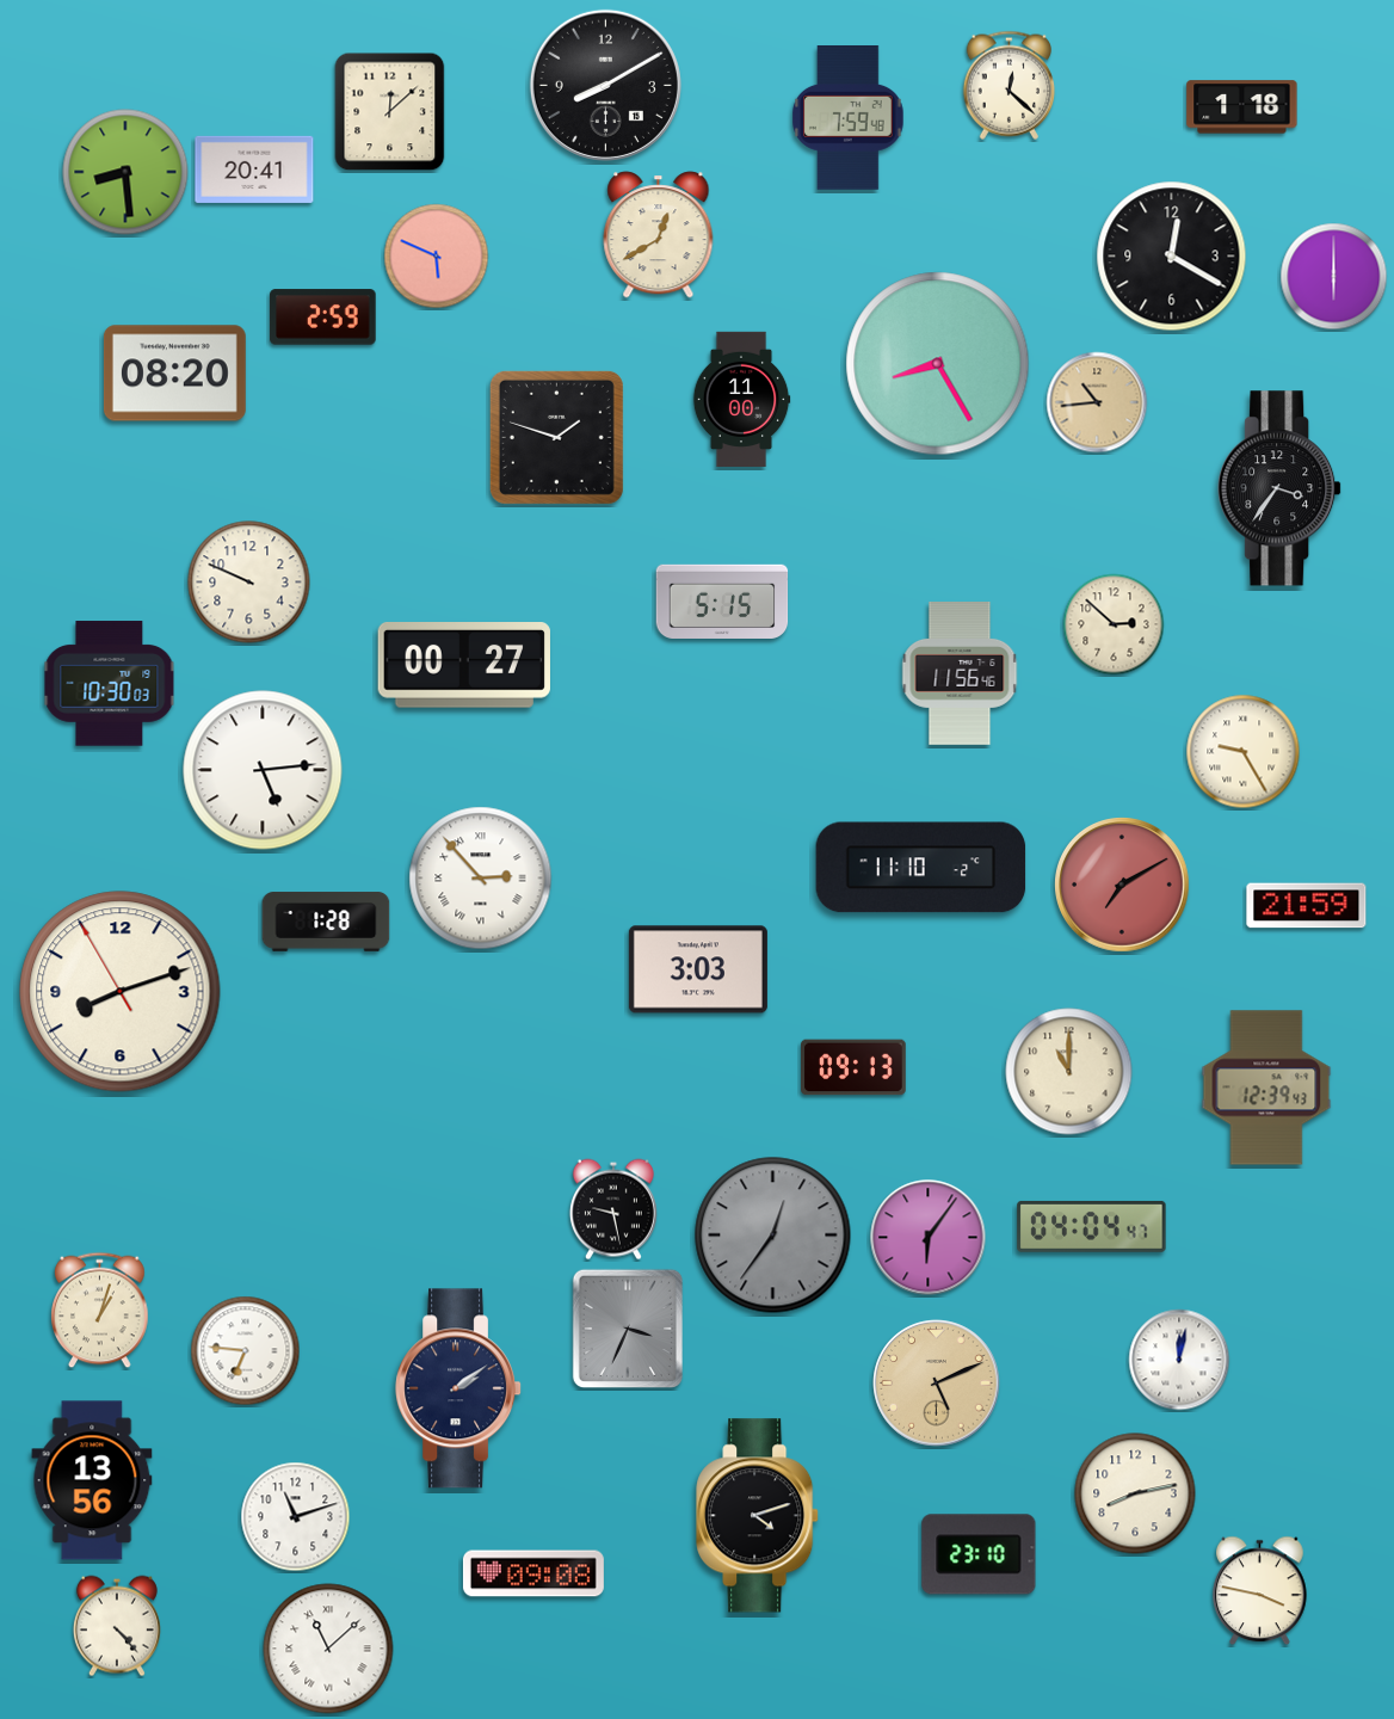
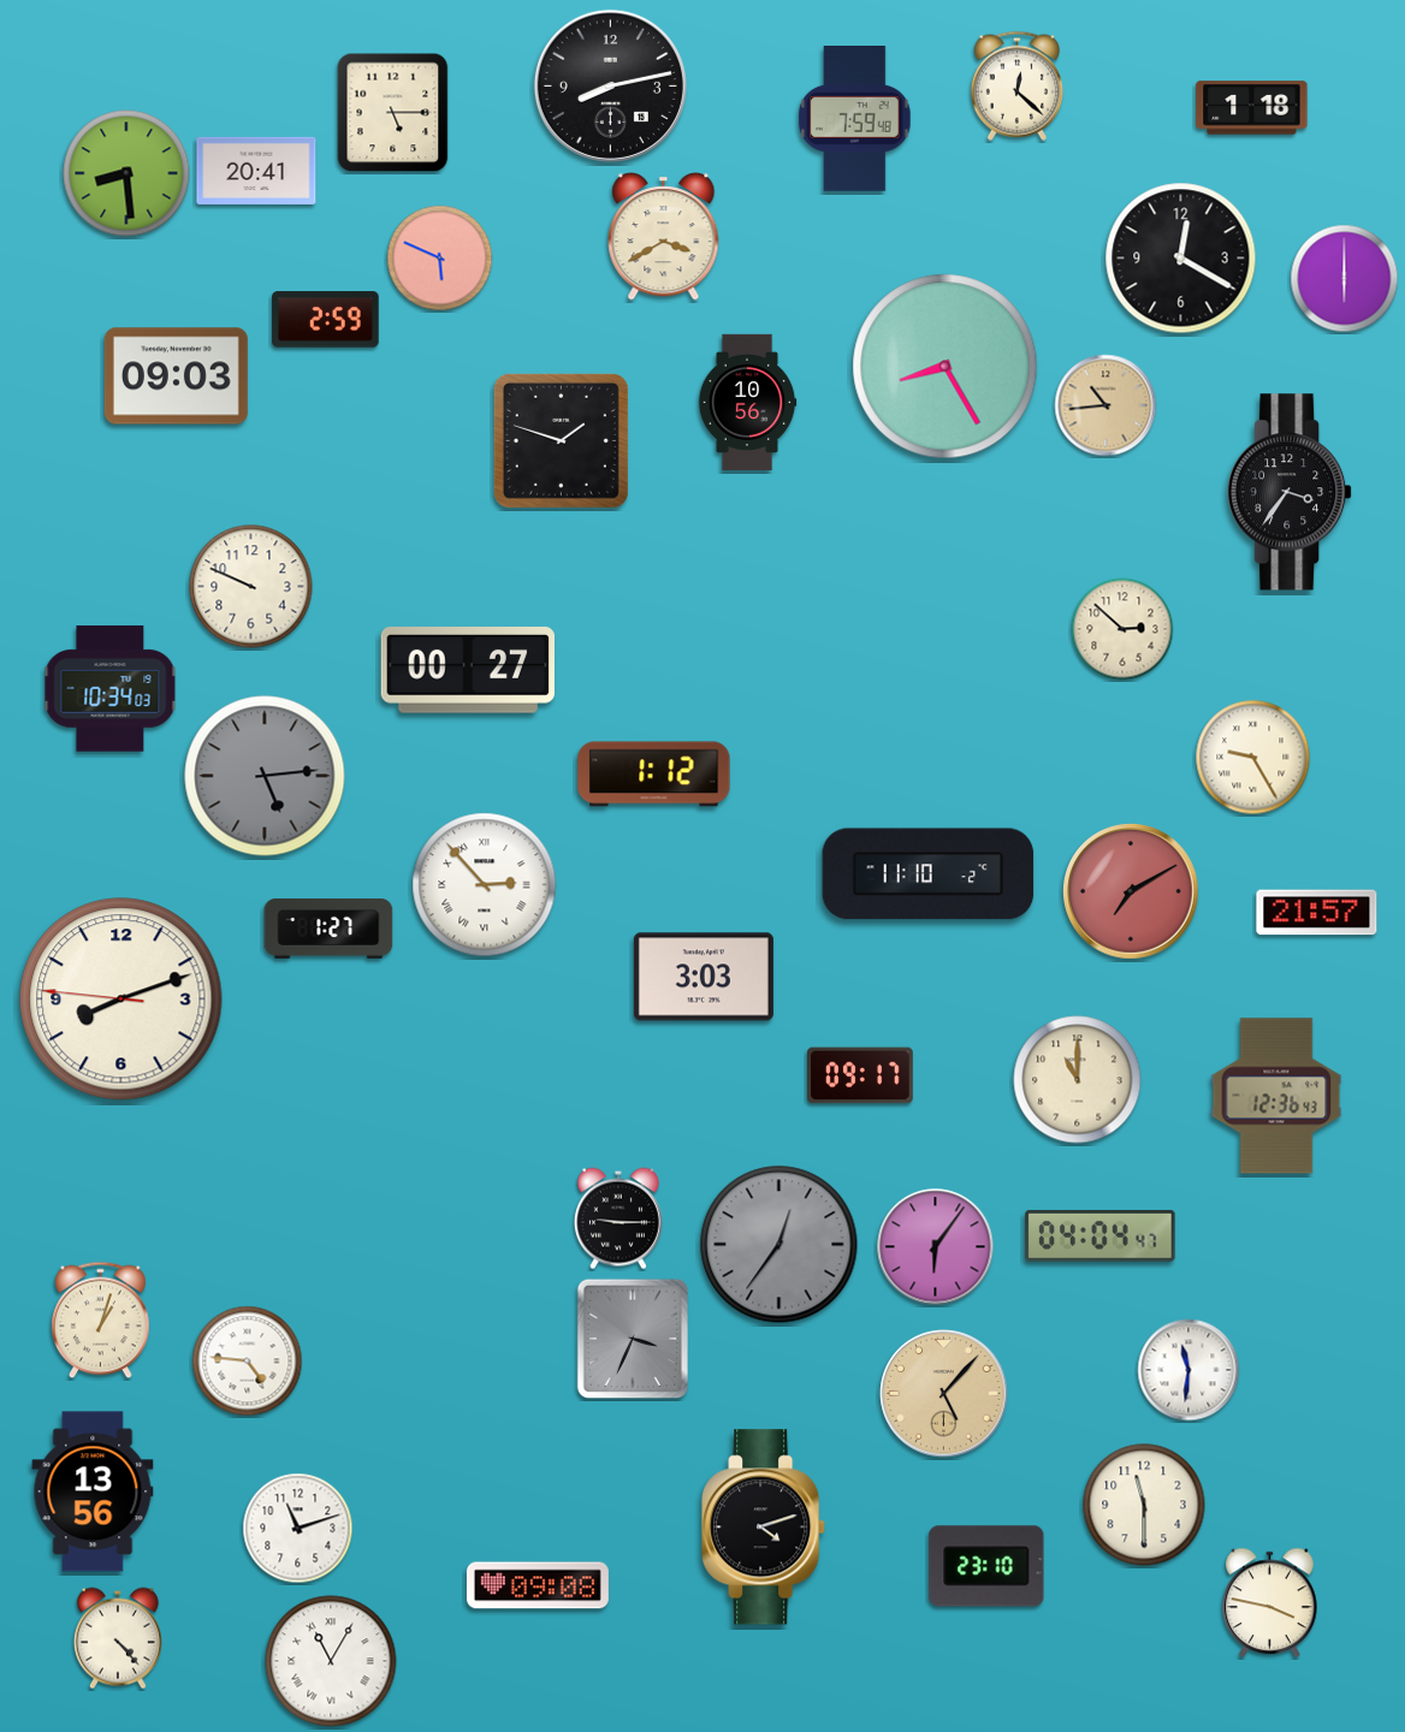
clock at (605, 85): 8:10 -> 8:13
clock at (390, 112): 12:08 -> 5:15
clock at (659, 235): 12:40 -> 3:40
clock at (174, 374): 08:20 -> 09:03
clock at (741, 399): 11:00 -> 10:56
clock at (722, 602): 5:15 -> none
clock at (960, 674): 11:56 -> none
clock at (110, 684): 10:30 -> 10:34
clock at (654, 775): none -> 1:12
clock at (263, 770) dial: white -> grey
clock at (1307, 906): 21:59 -> 21:57
clock at (326, 922): 1:28 -> 1:27
clock at (121, 992): 8:11:55 -> 8:11:46
clock at (853, 1067): 09:13 -> 09:17
clock at (1266, 1088): 12:39 -> 12:36
clock at (613, 1209): 9:28 -> 9:15
clock at (246, 1351): 6:46 -> 4:46
clock at (1179, 1360): 12:02 -> 11:31
clock at (937, 1384): 5:11 -> 5:07
clock at (459, 1388): 2:09 -> none
clock at (1135, 1493): 8:13 -> 11:30
clock at (328, 1649): 11:08 -> 11:05
